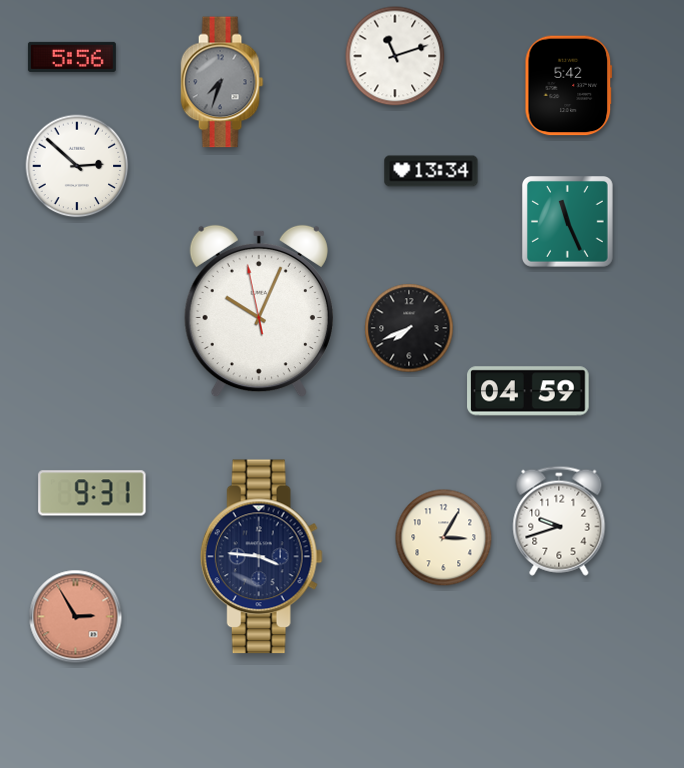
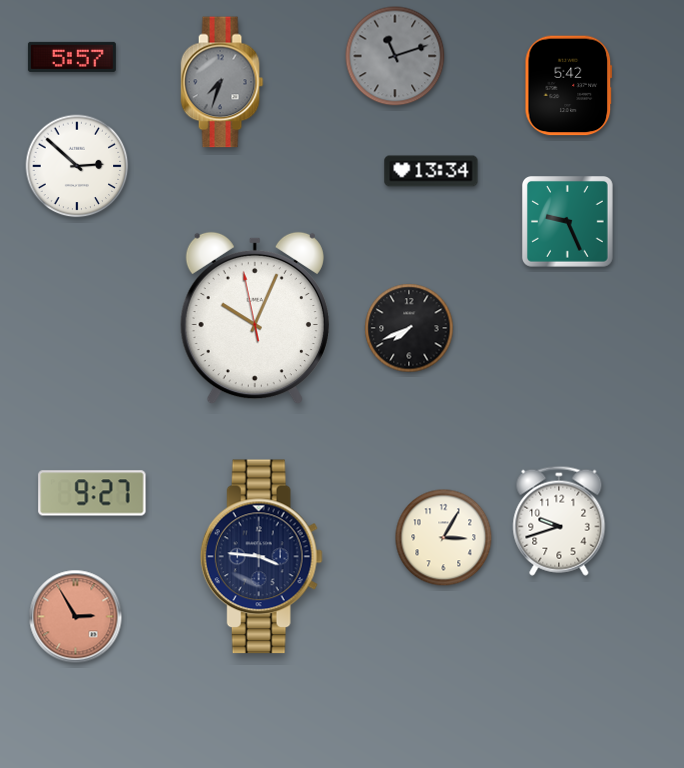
clock at (395, 56) dial: white -> grey
clock at (72, 57): 5:56 -> 5:57
clock at (568, 222): 11:26 -> 9:26
clock at (259, 311) position: (259, 311) -> (255, 318)
clock at (528, 391): 04:59 -> none
clock at (92, 493): 9:31 -> 9:27
